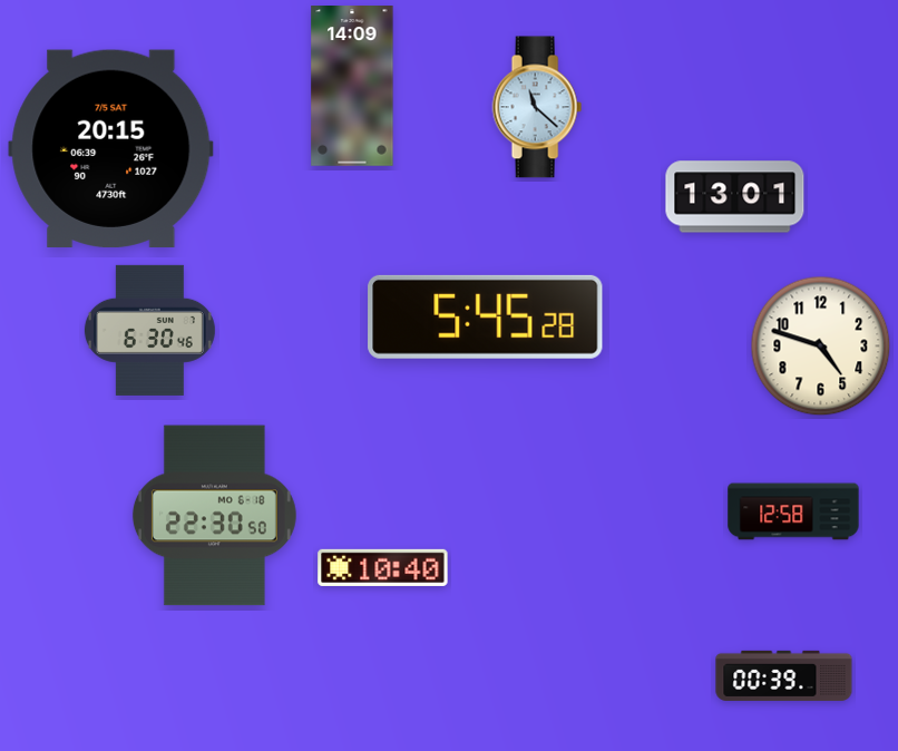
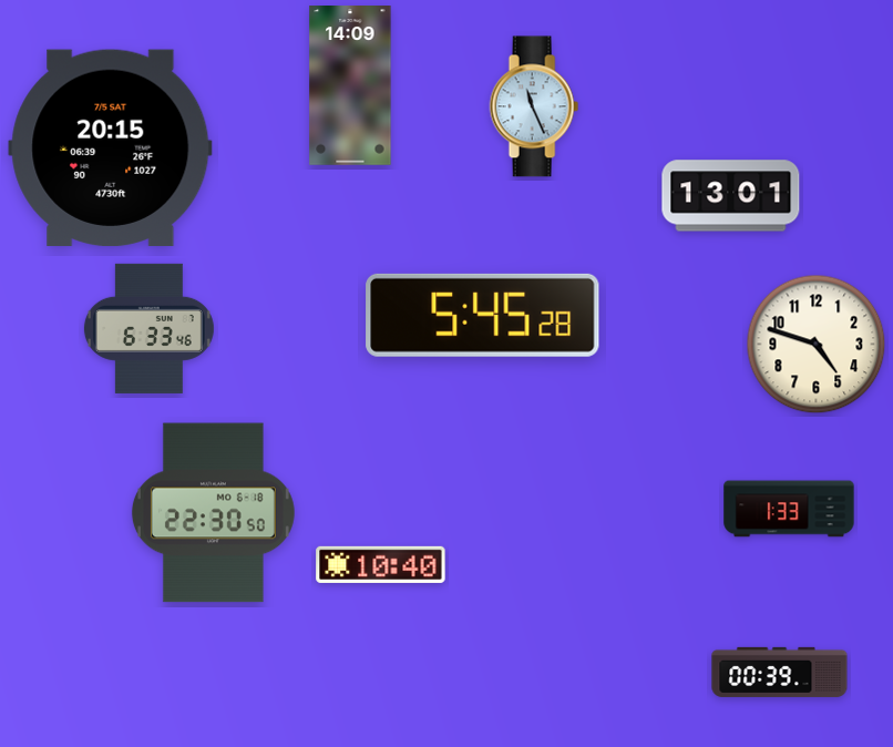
clock at (537, 107): 11:22 -> 11:26
clock at (149, 330): 6:30 -> 6:33
clock at (793, 511): 12:58 -> 1:33
